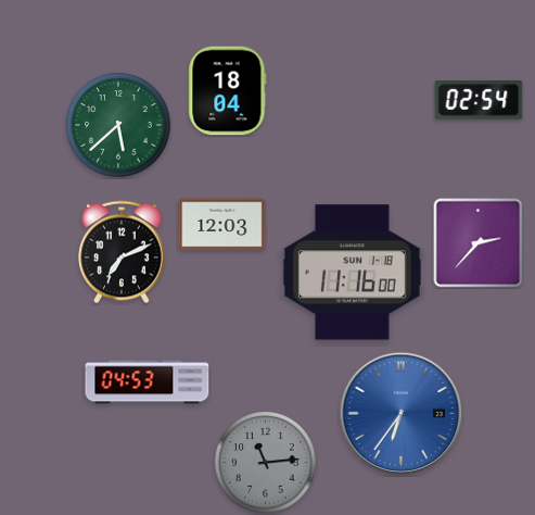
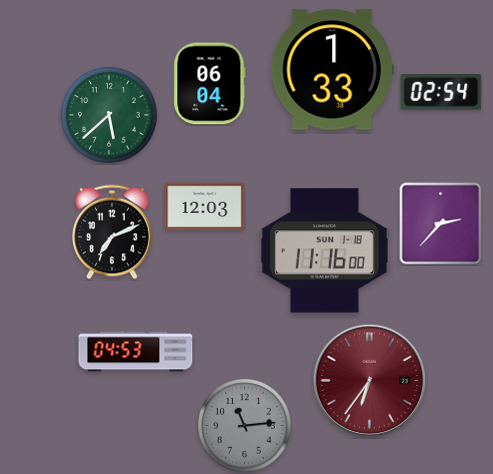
clock at (332, 70): none -> 1:33
clock at (228, 91): 18:04 -> 06:04
clock at (402, 414) dial: blue -> burgundy
